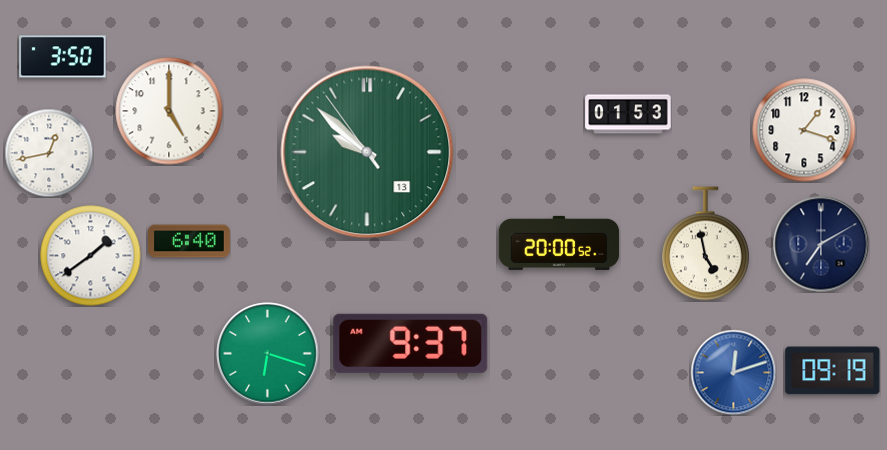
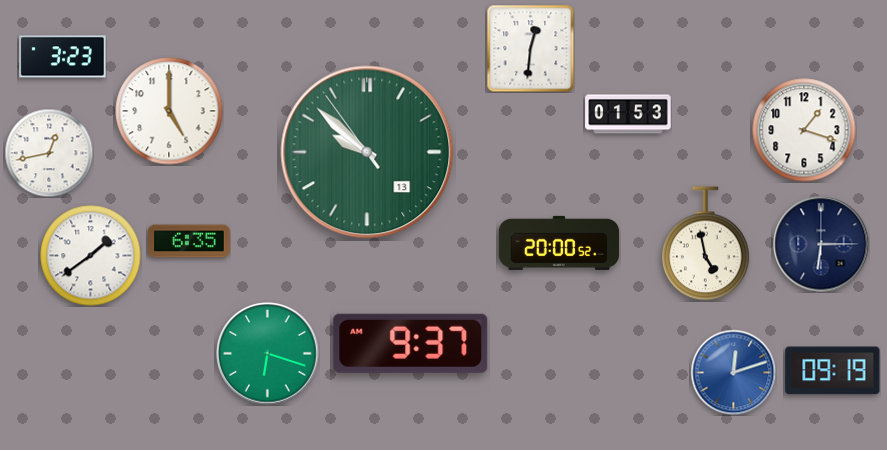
clock at (530, 48): none -> 12:31
clock at (63, 57): 3:50 -> 3:23
clock at (190, 241): 6:40 -> 6:35
clock at (821, 244): 7:10 -> 6:15
